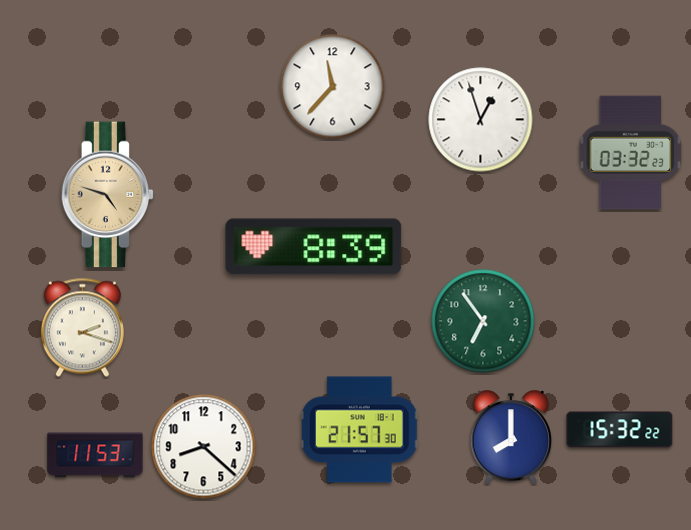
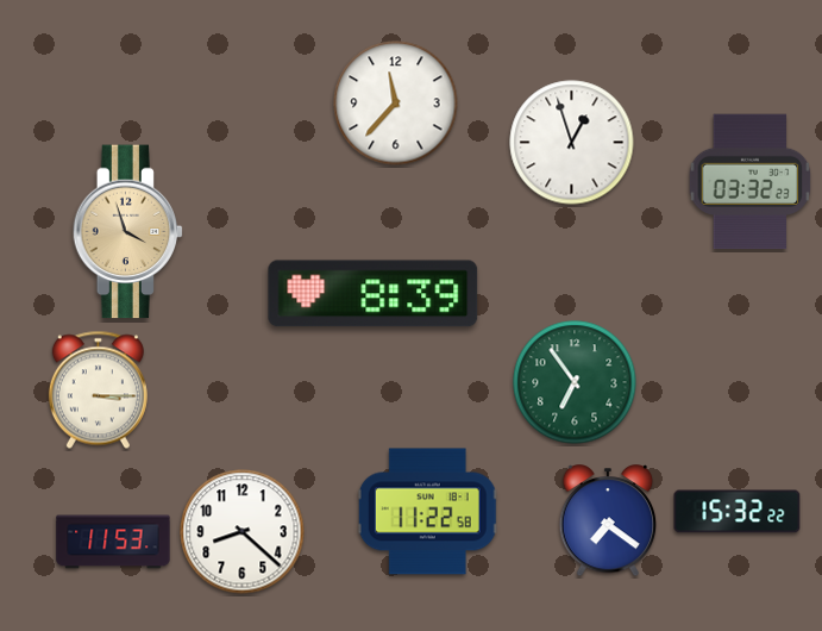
clock at (108, 195): 4:48 -> 3:57
clock at (82, 328): 2:18 -> 3:15
clock at (359, 430): 21:57 -> 11:22
clock at (511, 438): 8:00 -> 7:21
